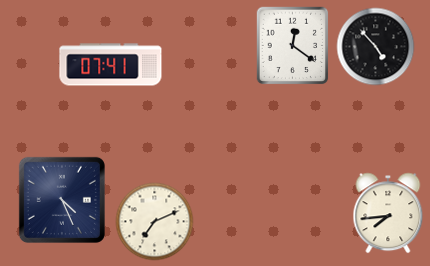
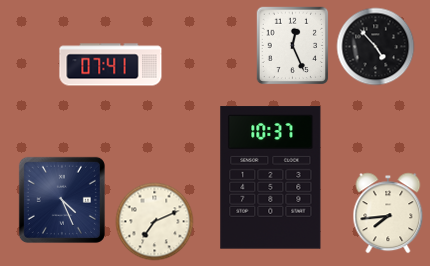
clock at (293, 45): 12:21 -> 12:26
clock at (271, 178): none -> 10:37
